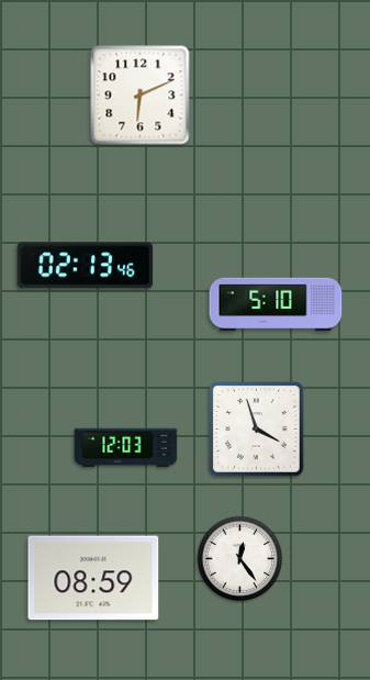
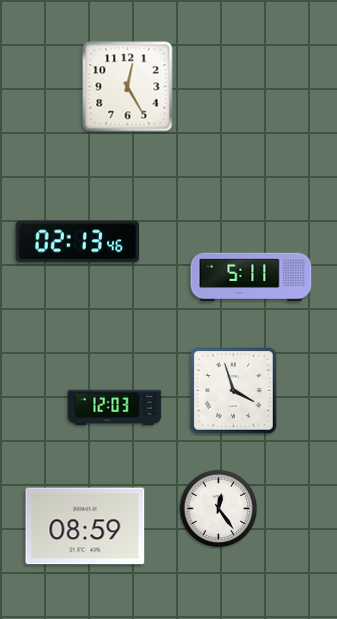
clock at (141, 96): 6:11 -> 12:25
clock at (276, 304): 5:10 -> 5:11
